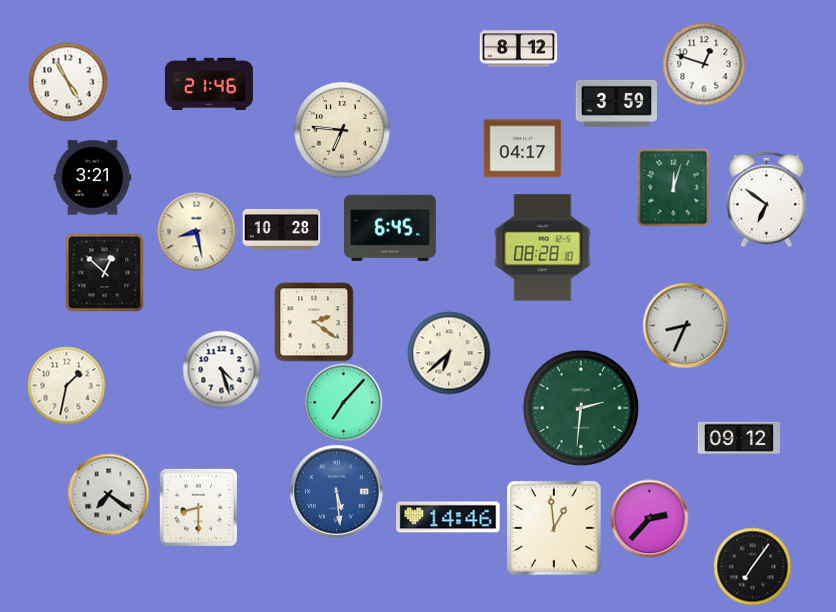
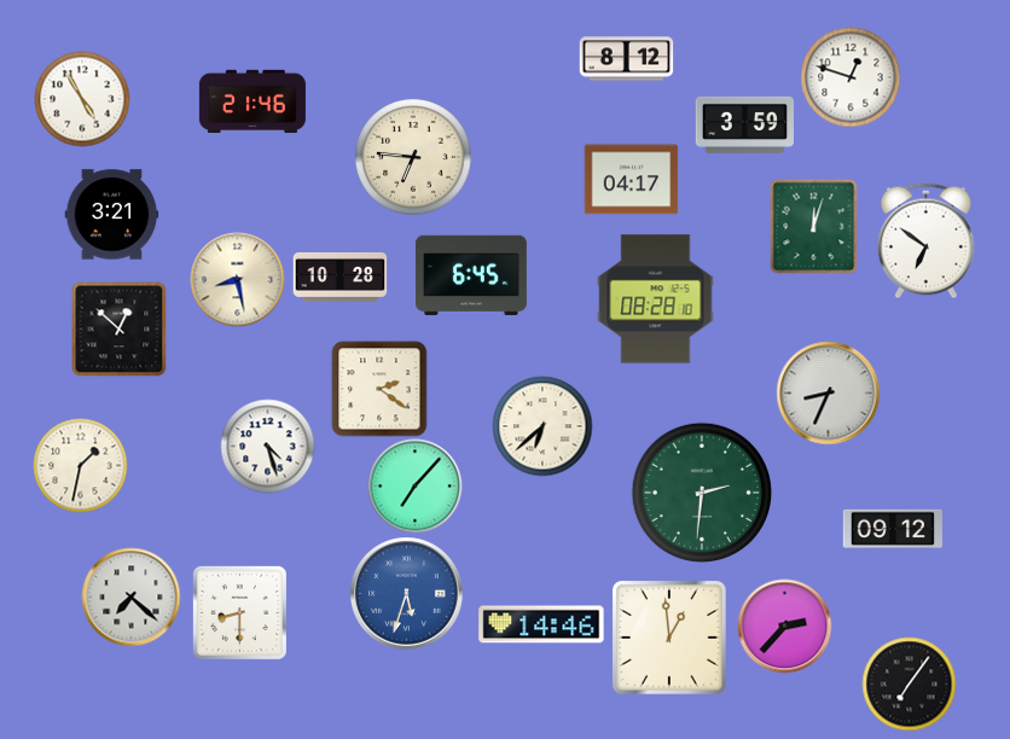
clock at (104, 272) position: (104, 272) -> (118, 328)
clock at (336, 491): 5:29 -> 5:33
clock at (108, 494): 7:21 -> 7:22
